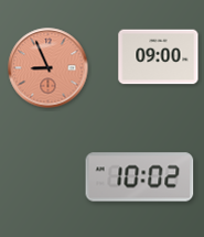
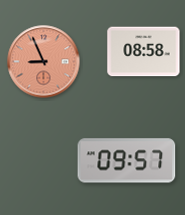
clock at (159, 57): 09:00 -> 08:58
clock at (140, 177): 10:02 -> 09:57
